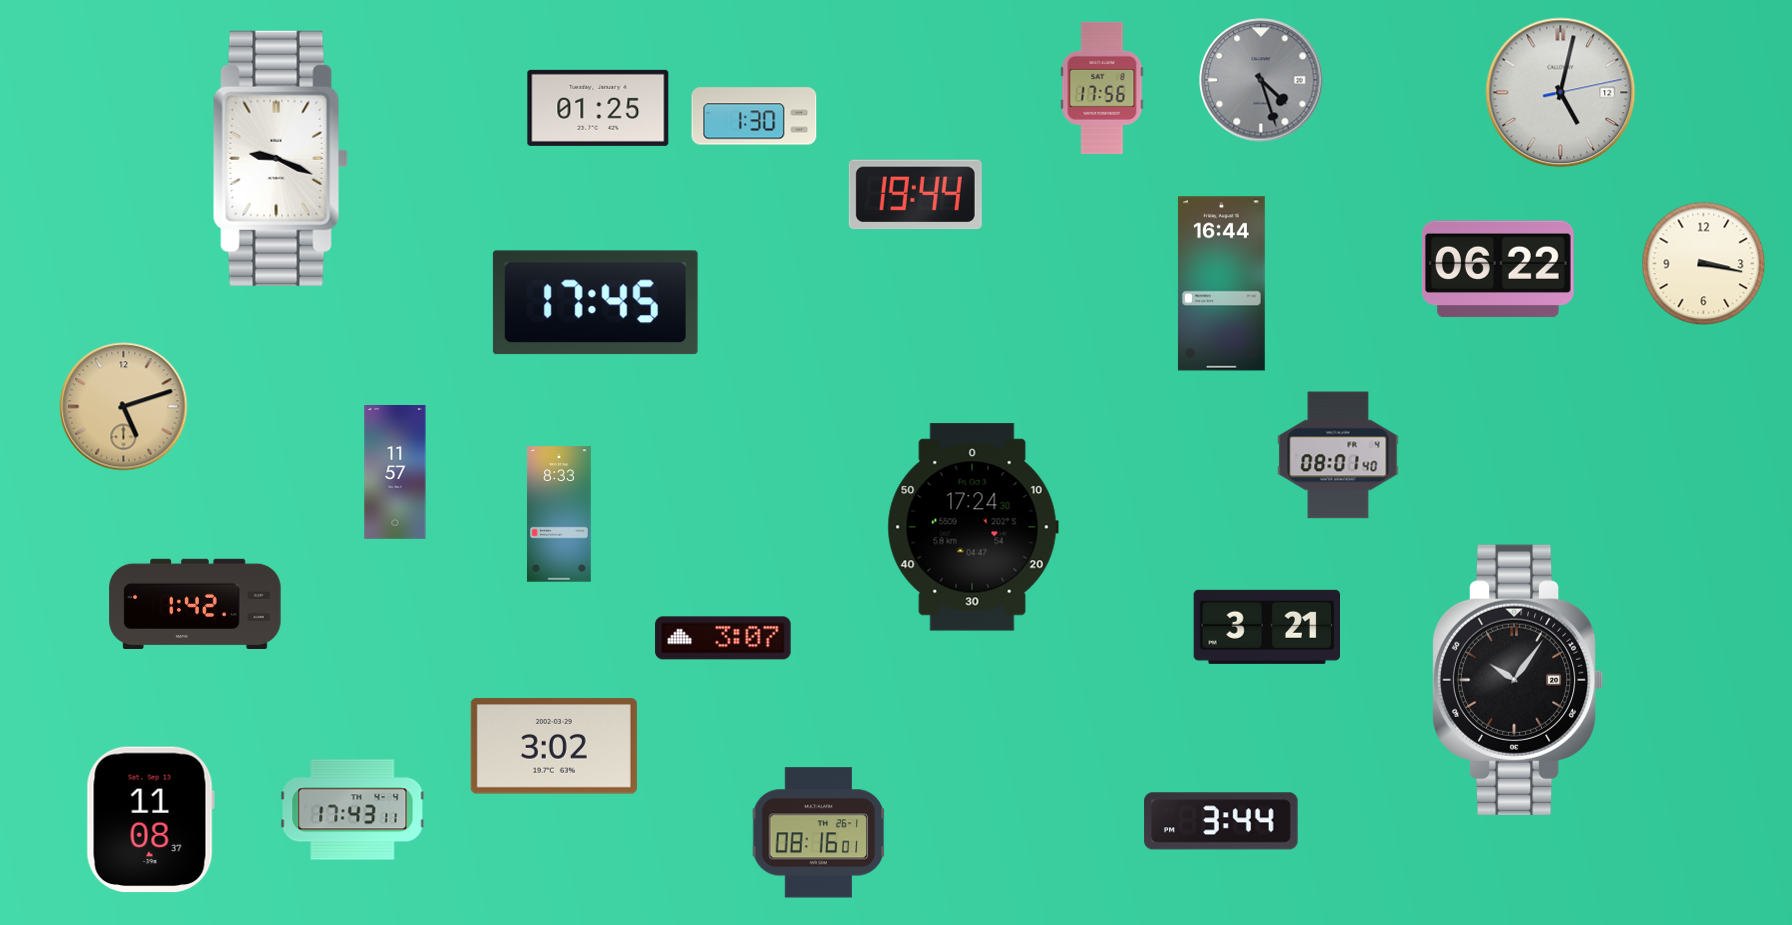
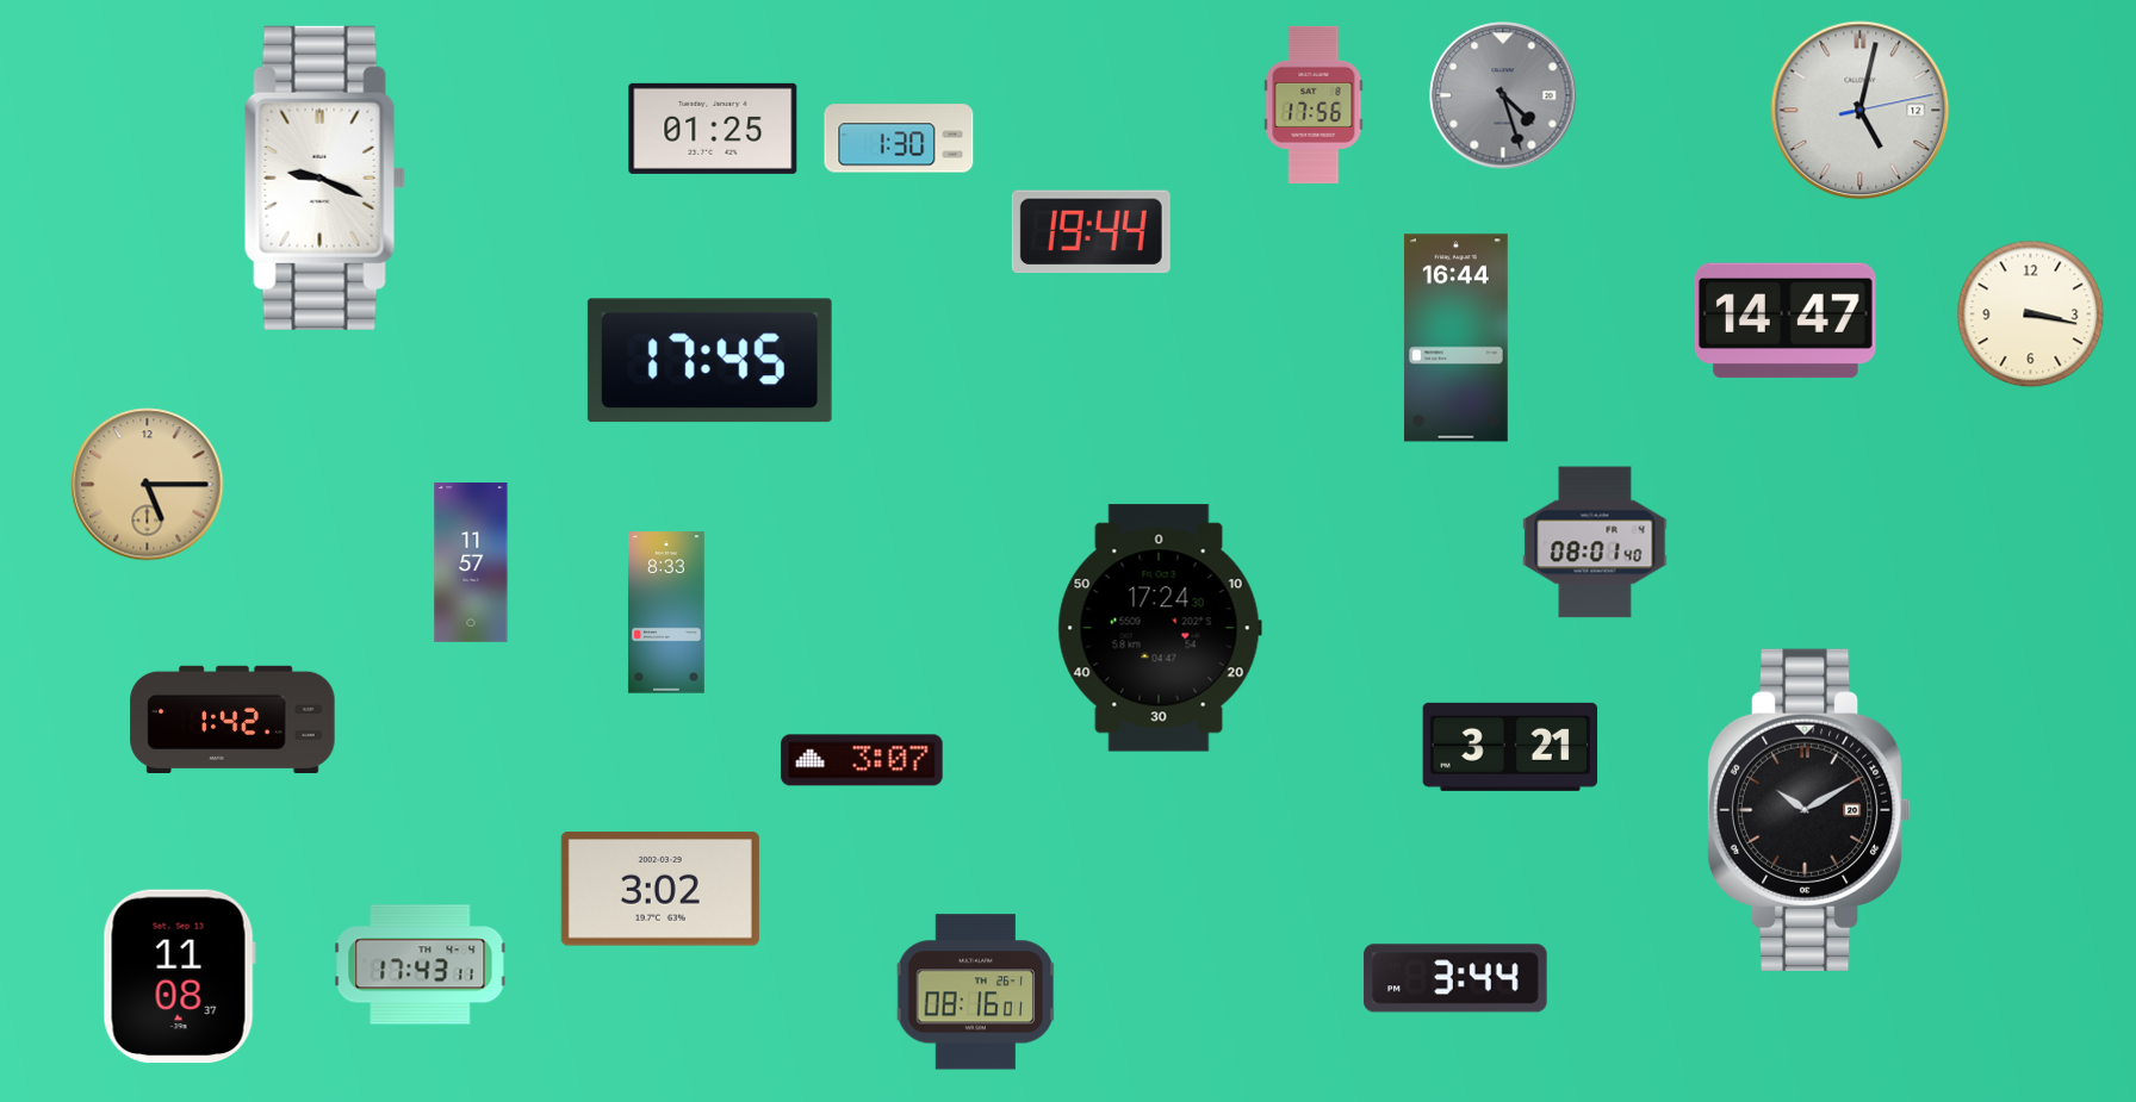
clock at (280, 158) position: (280, 158) -> (324, 178)
clock at (1498, 269): 06:22 -> 14:47
clock at (124, 407): 5:12 -> 5:15
clock at (1518, 680): 10:06 -> 10:10
